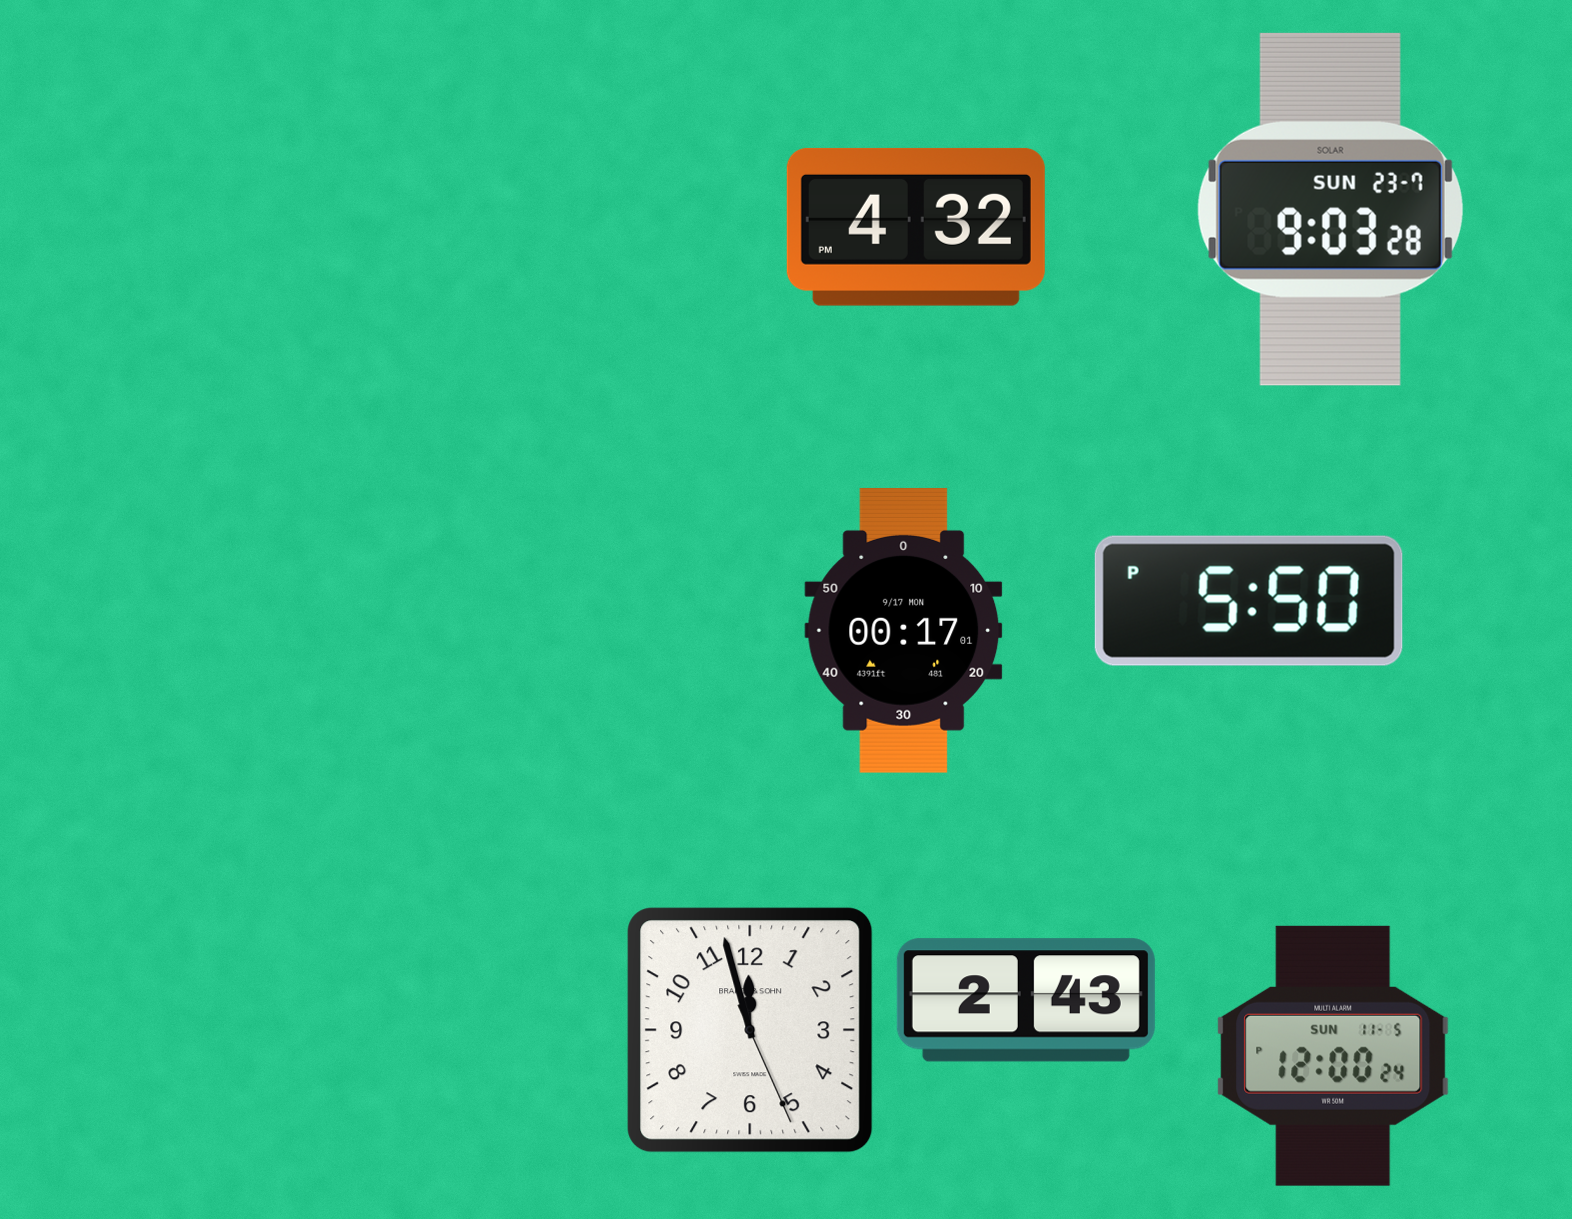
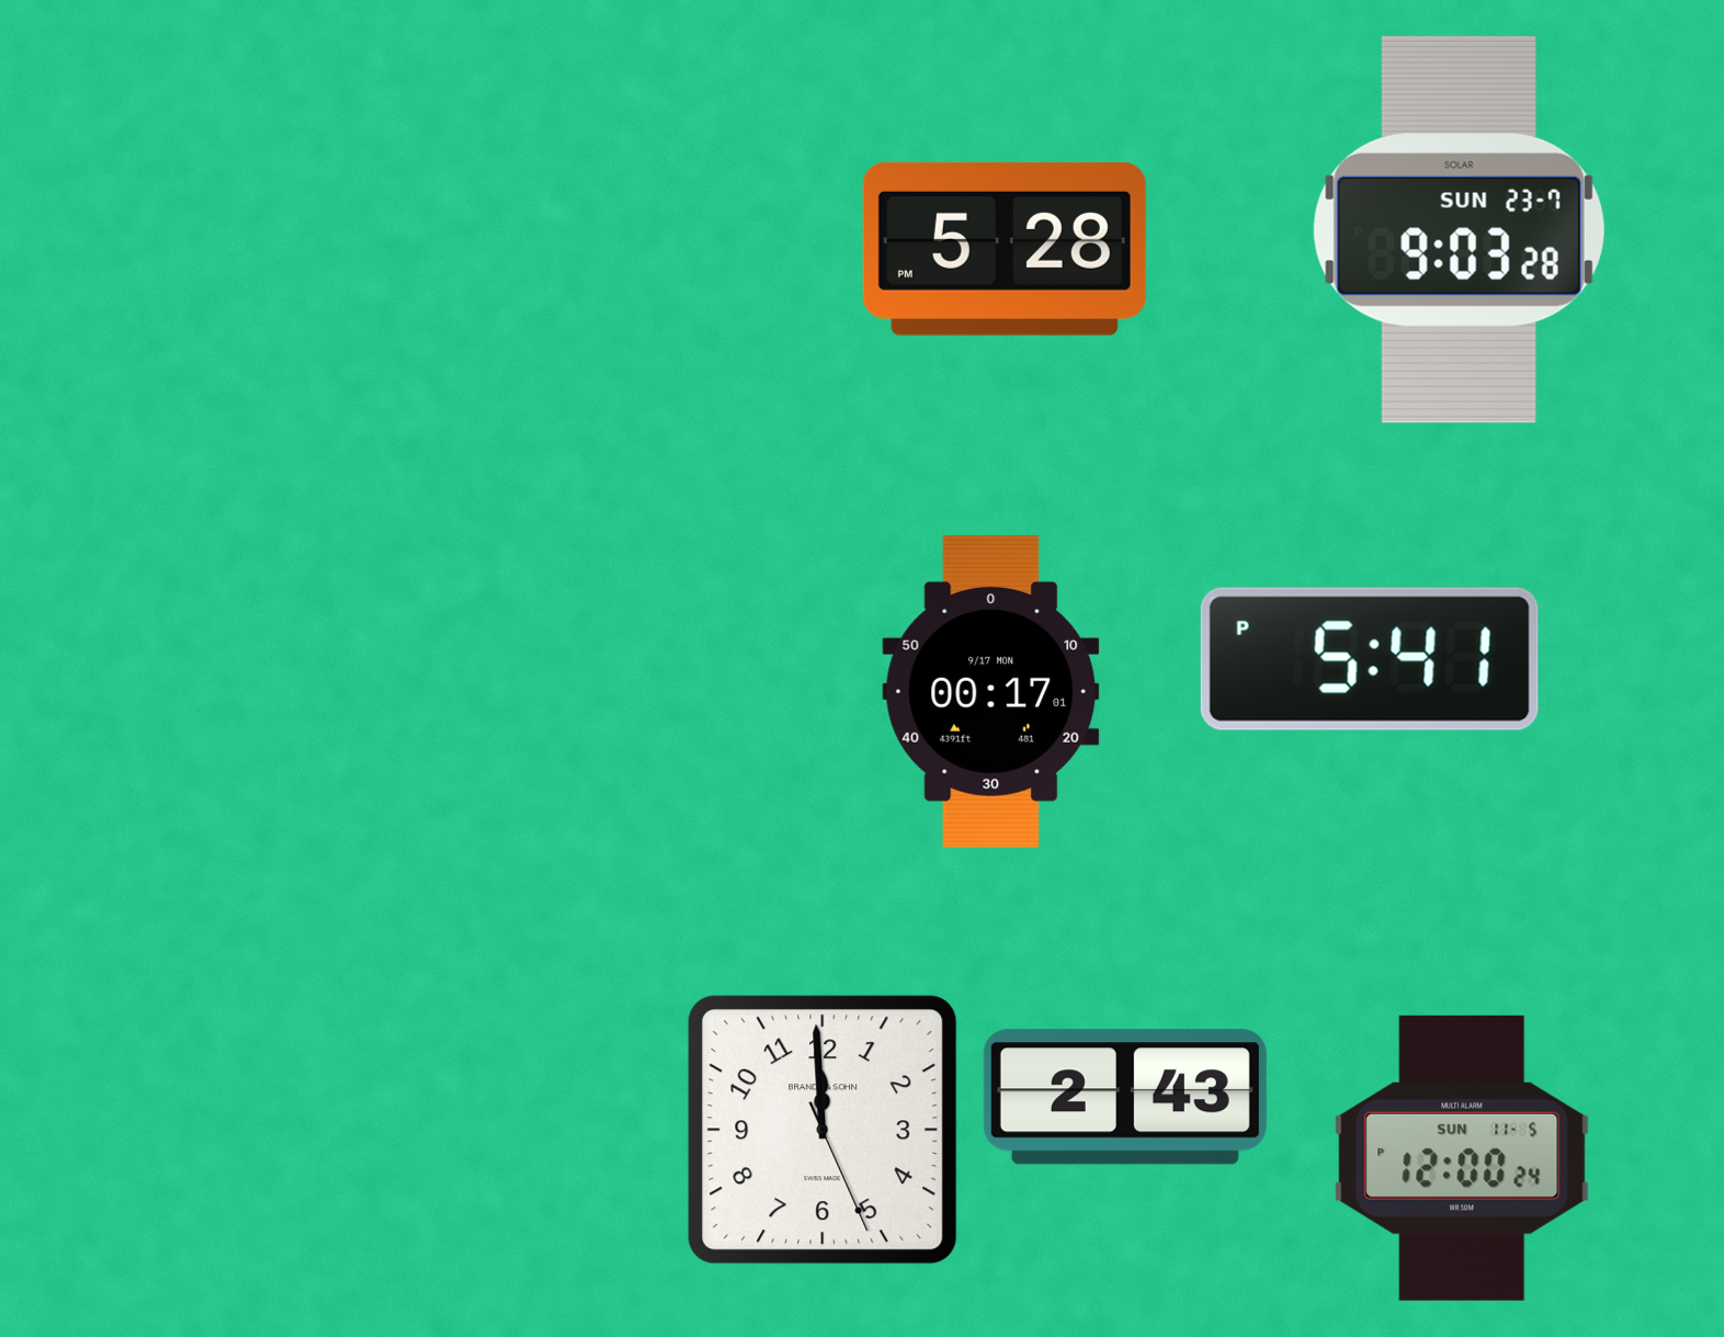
clock at (916, 227): 4:32 -> 5:28
clock at (1249, 601): 5:50 -> 5:41
clock at (750, 1030): 11:57 -> 11:59
